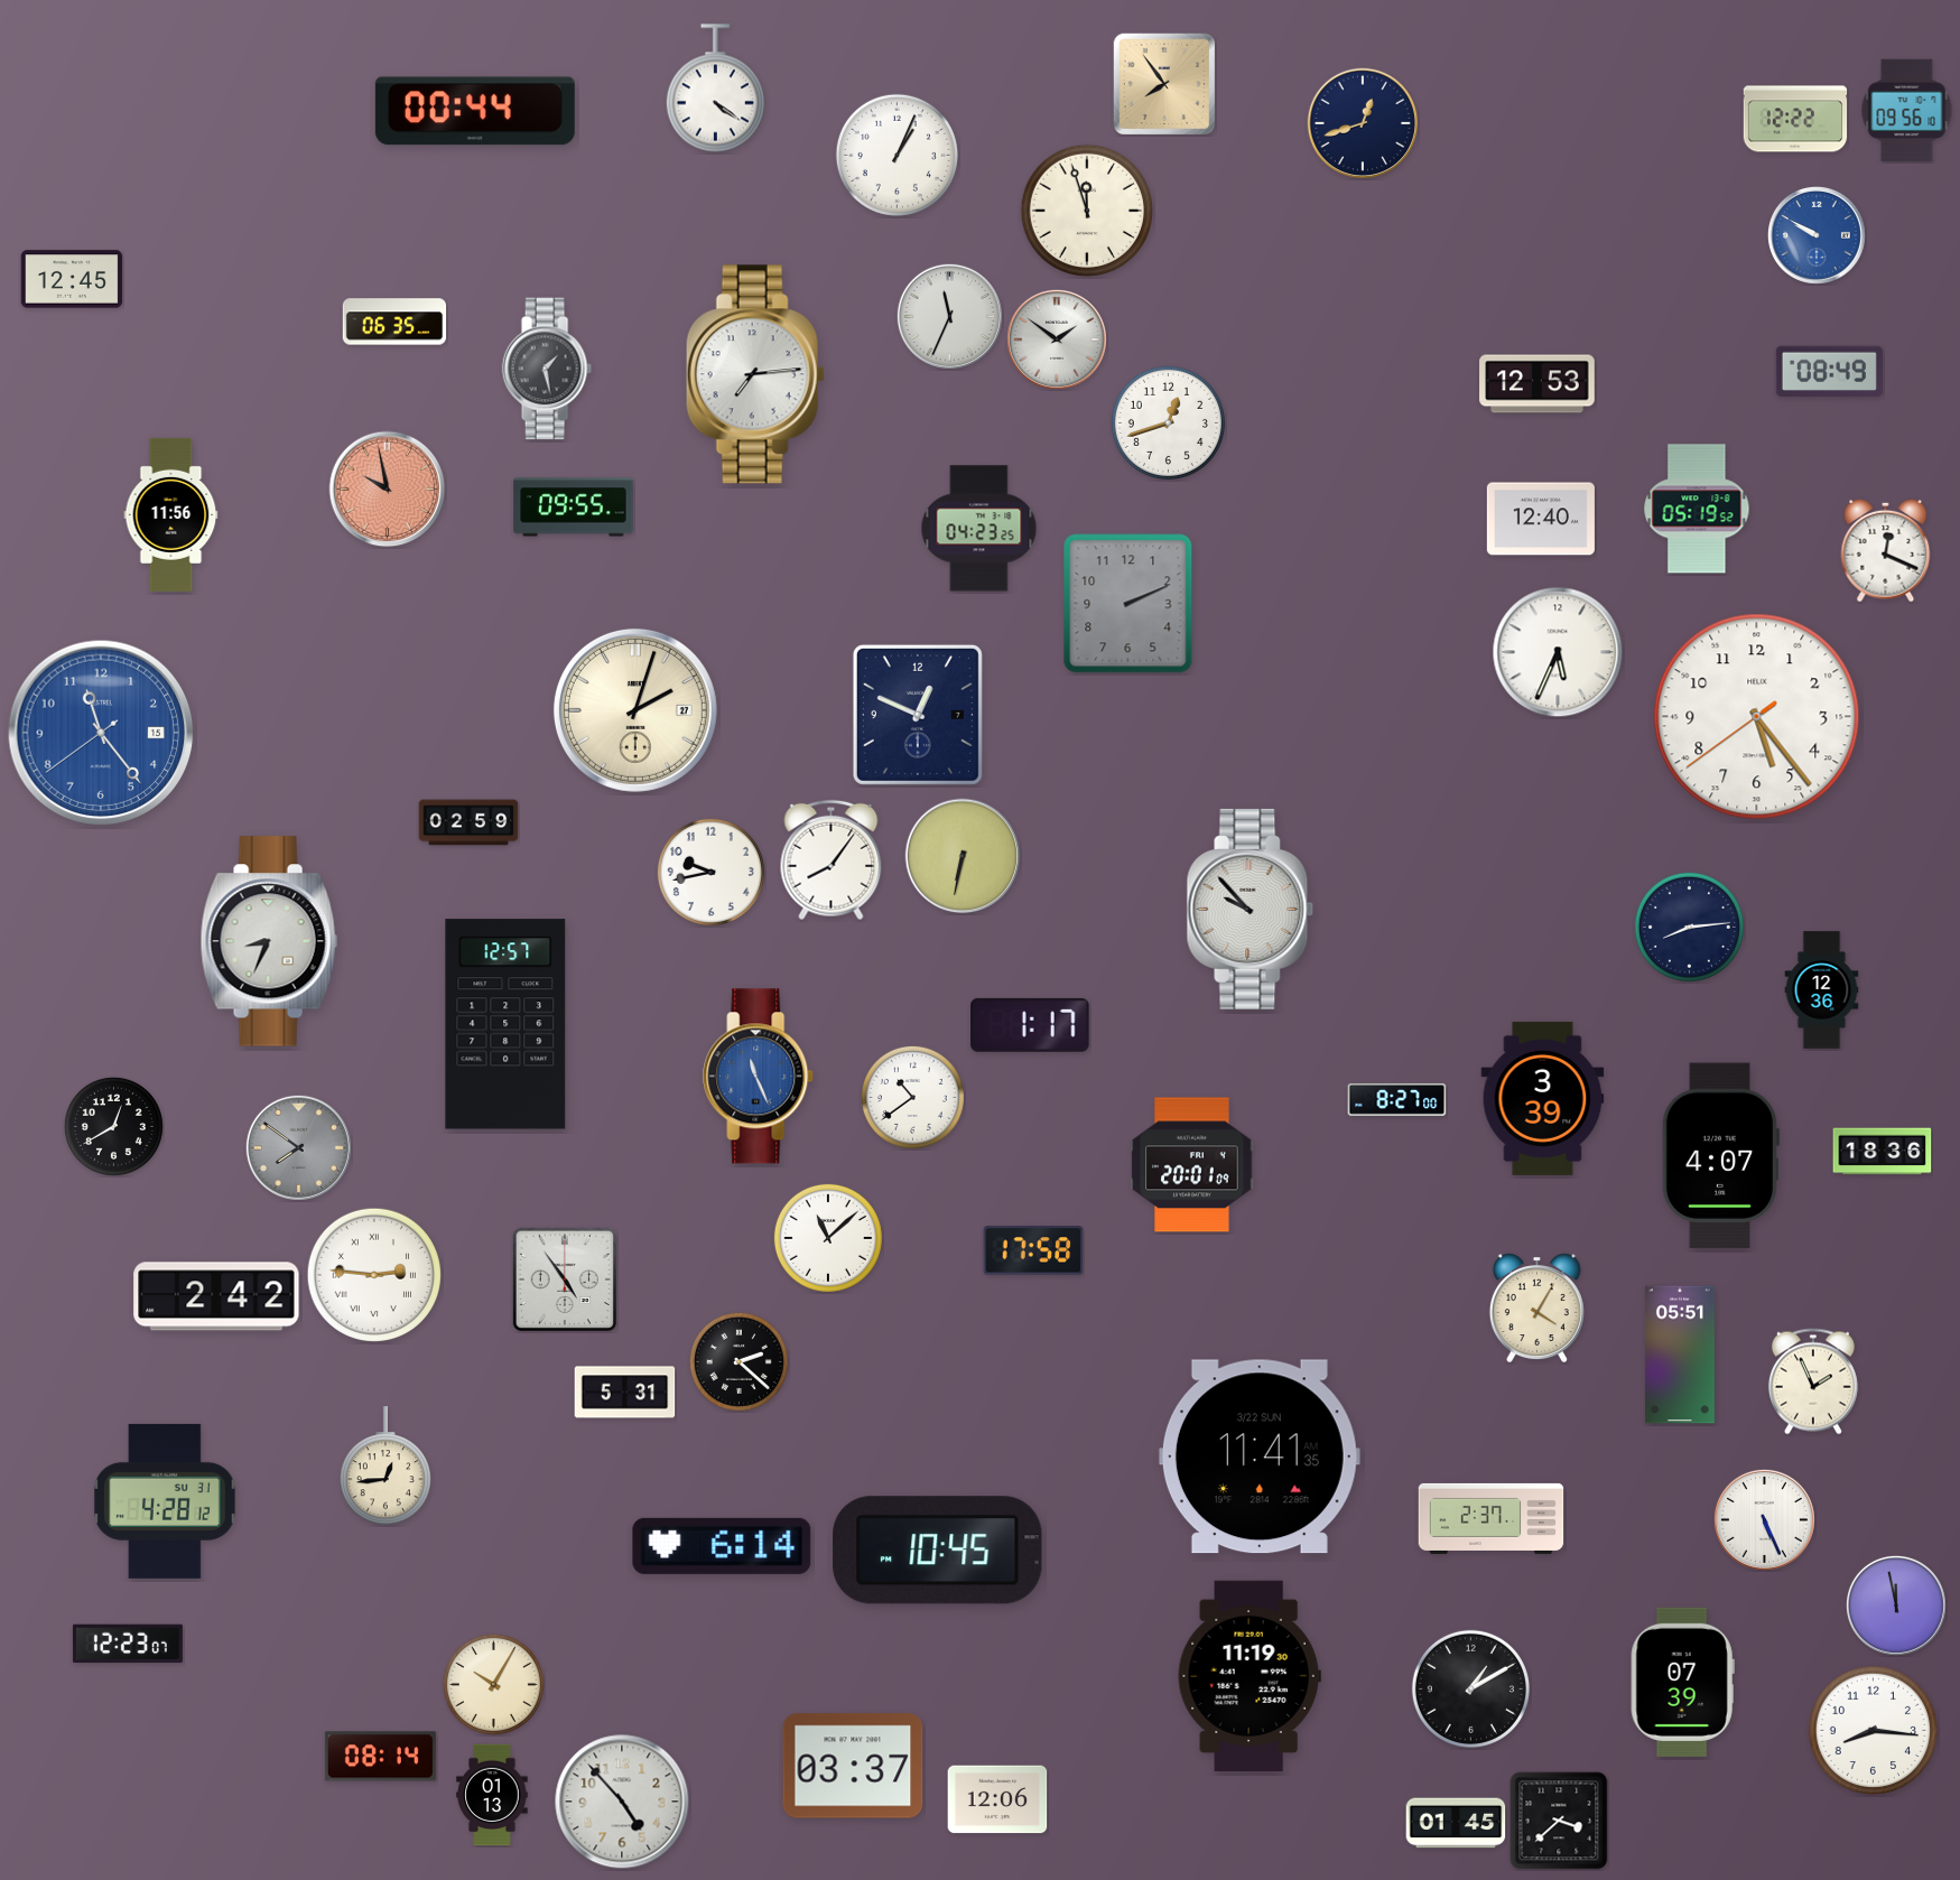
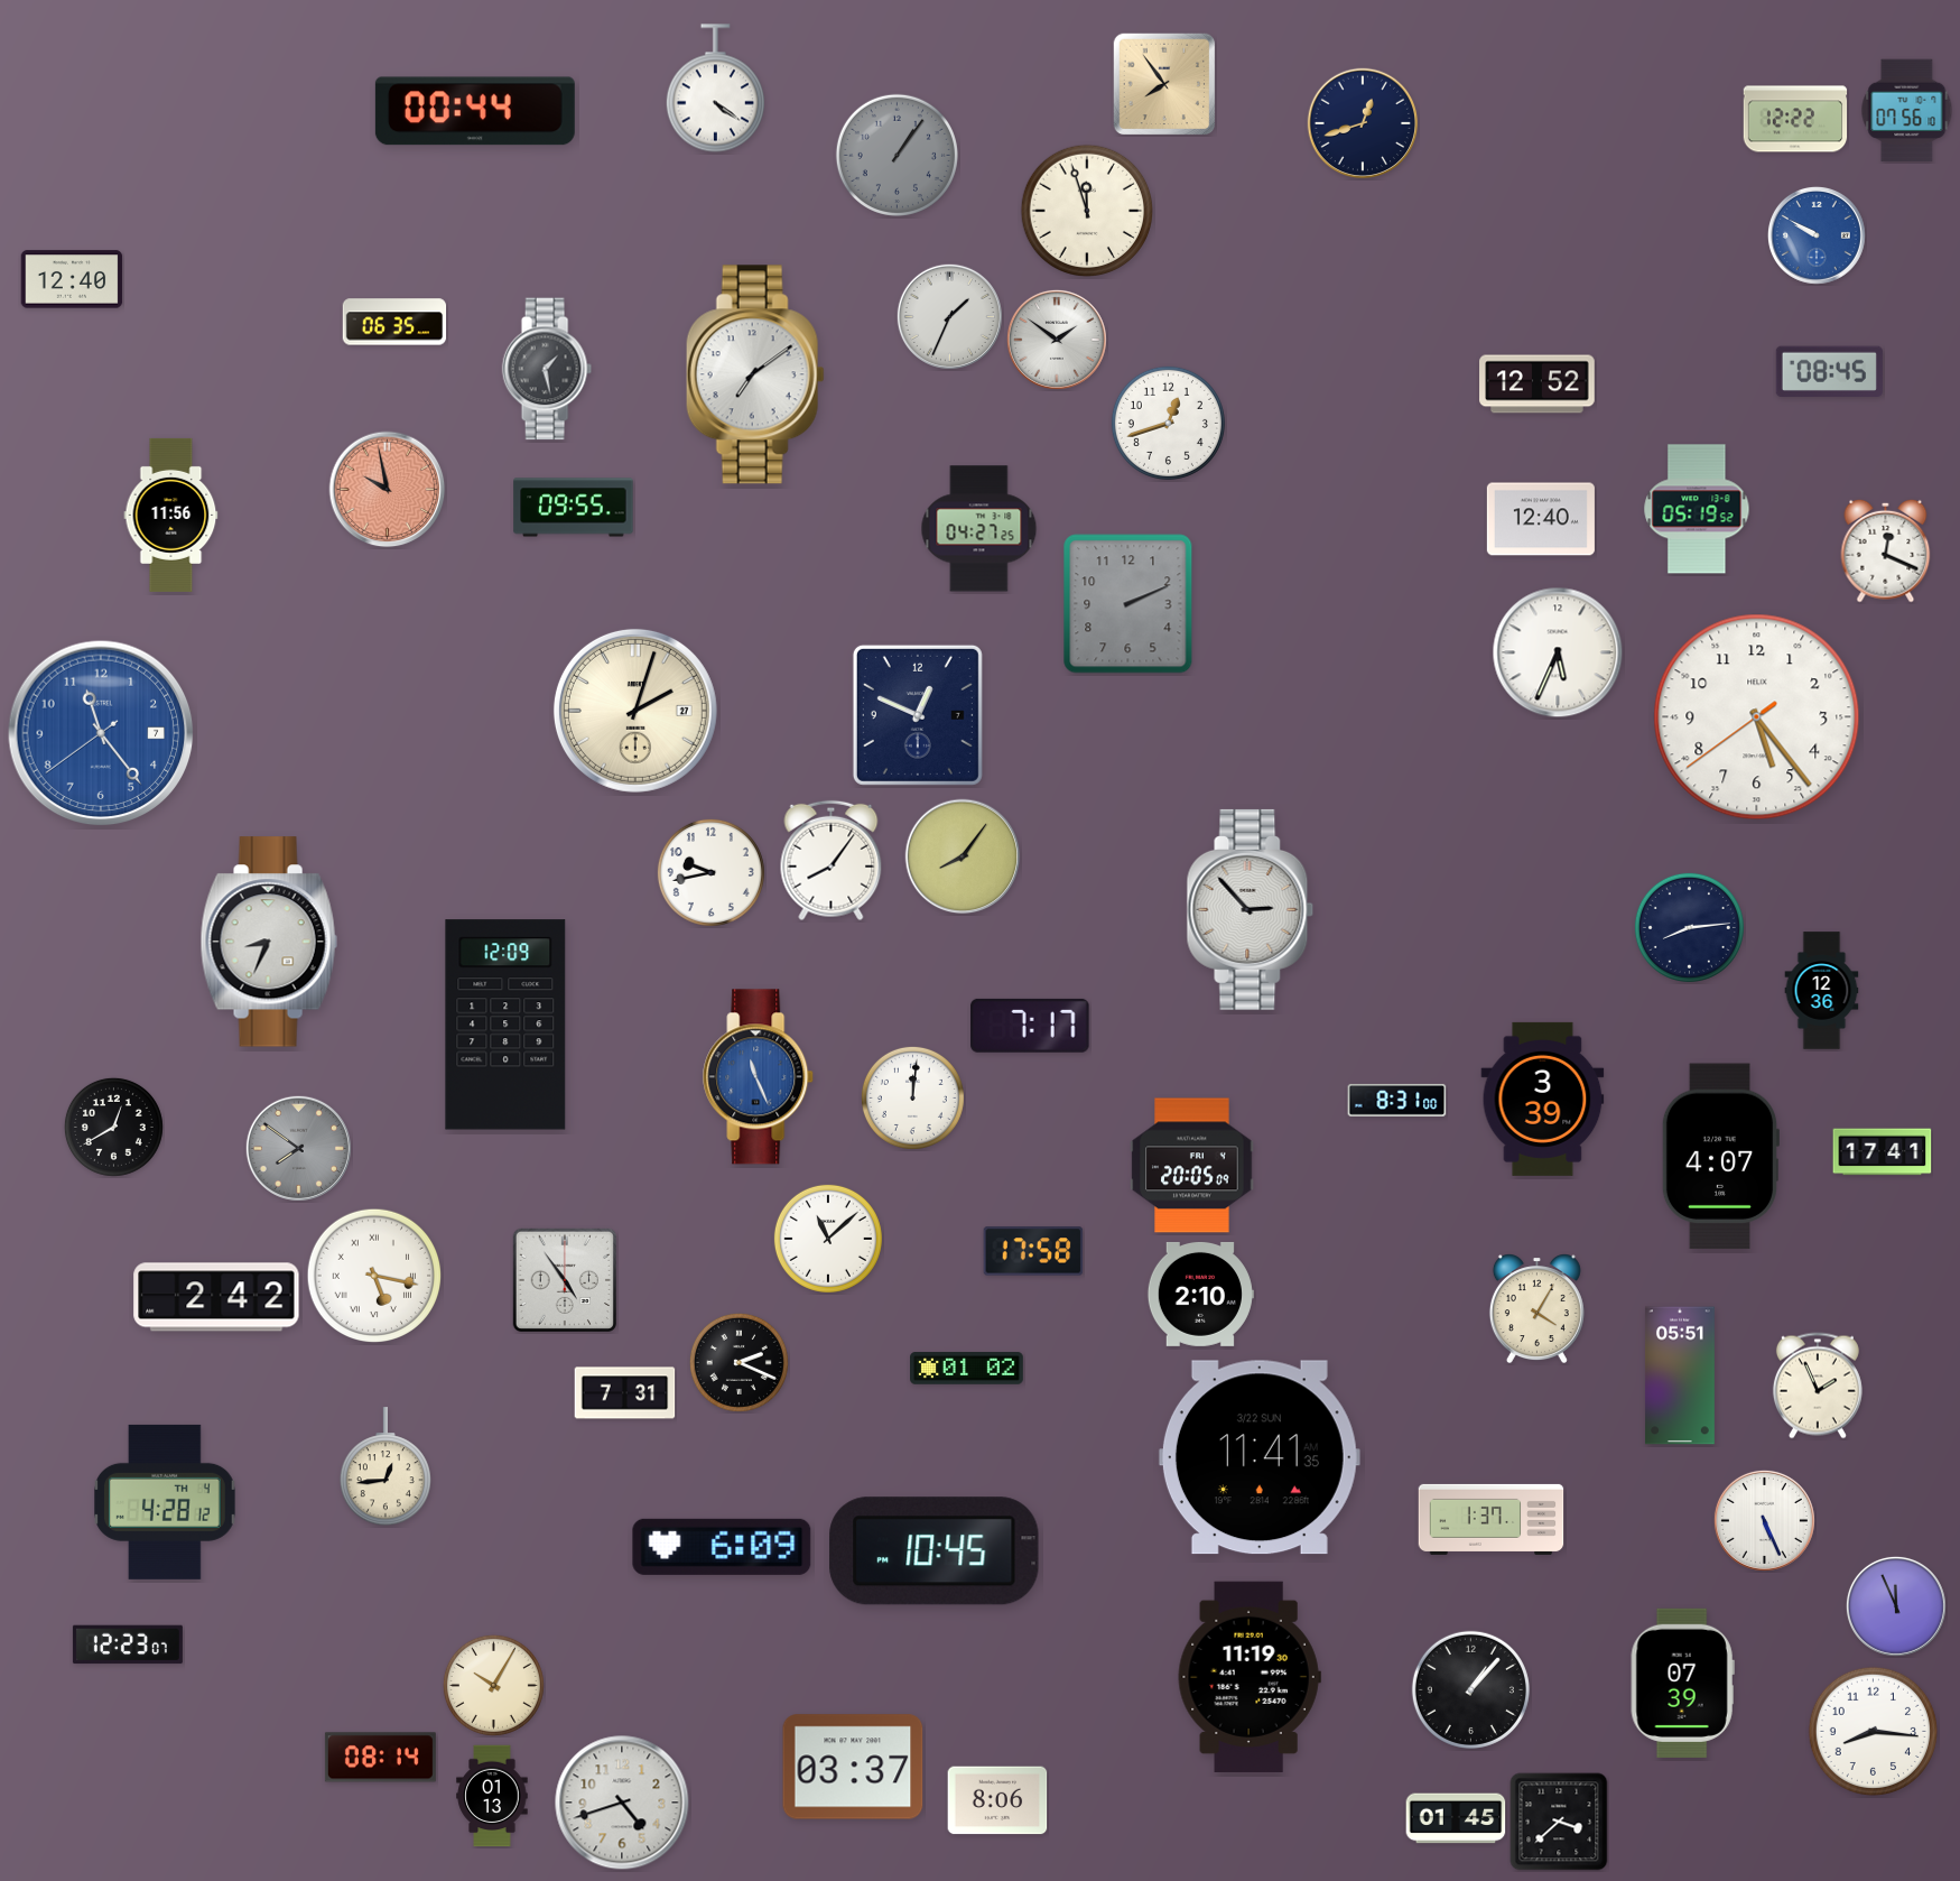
clock at (1907, 111): 09:56 -> 07:56
clock at (897, 155): 1:04 -> 1:06
clock at (897, 155) dial: white -> grey
clock at (72, 279): 12:45 -> 12:40
clock at (949, 316): 11:34 -> 1:34
clock at (1829, 371): 08:49 -> 08:45
clock at (755, 374): 7:14 -> 7:09
clock at (1538, 384): 12:53 -> 12:52
clock at (979, 529): 04:23 -> 04:27
clock at (101, 733) date: 15 -> 7
clock at (468, 822): 02:59 -> none
clock at (963, 856): 6:32 -> 8:06
clock at (1251, 909): 9:53 -> 2:53
clock at (505, 1024): 12:57 -> 12:09
clock at (1030, 1025): 1:17 -> 7:17
clock at (912, 1097): 10:39 -> 12:01
clock at (1397, 1099): 8:27 -> 8:31
clock at (1883, 1152): 18:36 -> 17:41
clock at (1192, 1165): 20:01 -> 20:05
clock at (374, 1275): 2:46 -> 5:17
clock at (1200, 1294): none -> 2:10
clock at (1680, 1355) position: (1680, 1355) -> (1680, 1375)
clock at (739, 1361): 2:22 -> 2:19
clock at (967, 1369): none -> 01:02
clock at (1813, 1381) position: (1813, 1381) -> (1818, 1386)
clock at (625, 1393): 5:31 -> 7:31
clock at (166, 1501) date: SU 31 -> TH 4
clock at (1492, 1518): 2:37 -> 1:37
clock at (722, 1546): 6:14 -> 6:09
clock at (938, 1551) position: (938, 1551) -> (935, 1551)
clock at (1896, 1606): 11:58 -> 11:56
clock at (1470, 1688): 1:10 -> 1:07
clock at (997, 1799): 12:06 -> 8:06
clock at (622, 1802): 4:53 -> 4:42
clock at (1456, 1823) position: (1456, 1823) -> (1456, 1818)
